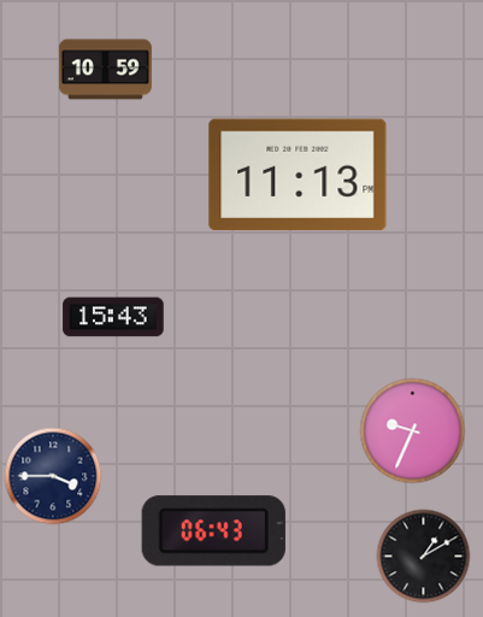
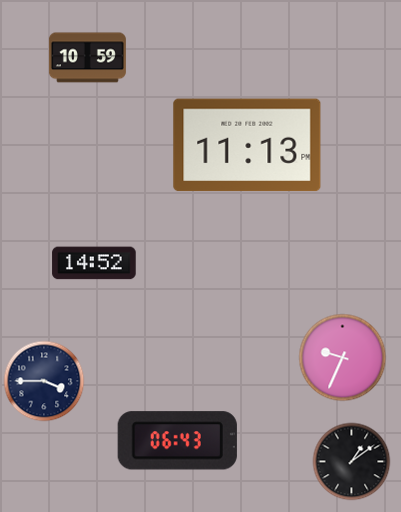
clock at (113, 317): 15:43 -> 14:52
clock at (53, 476) position: (53, 476) -> (44, 381)
clock at (423, 556): 1:10 -> 1:09
